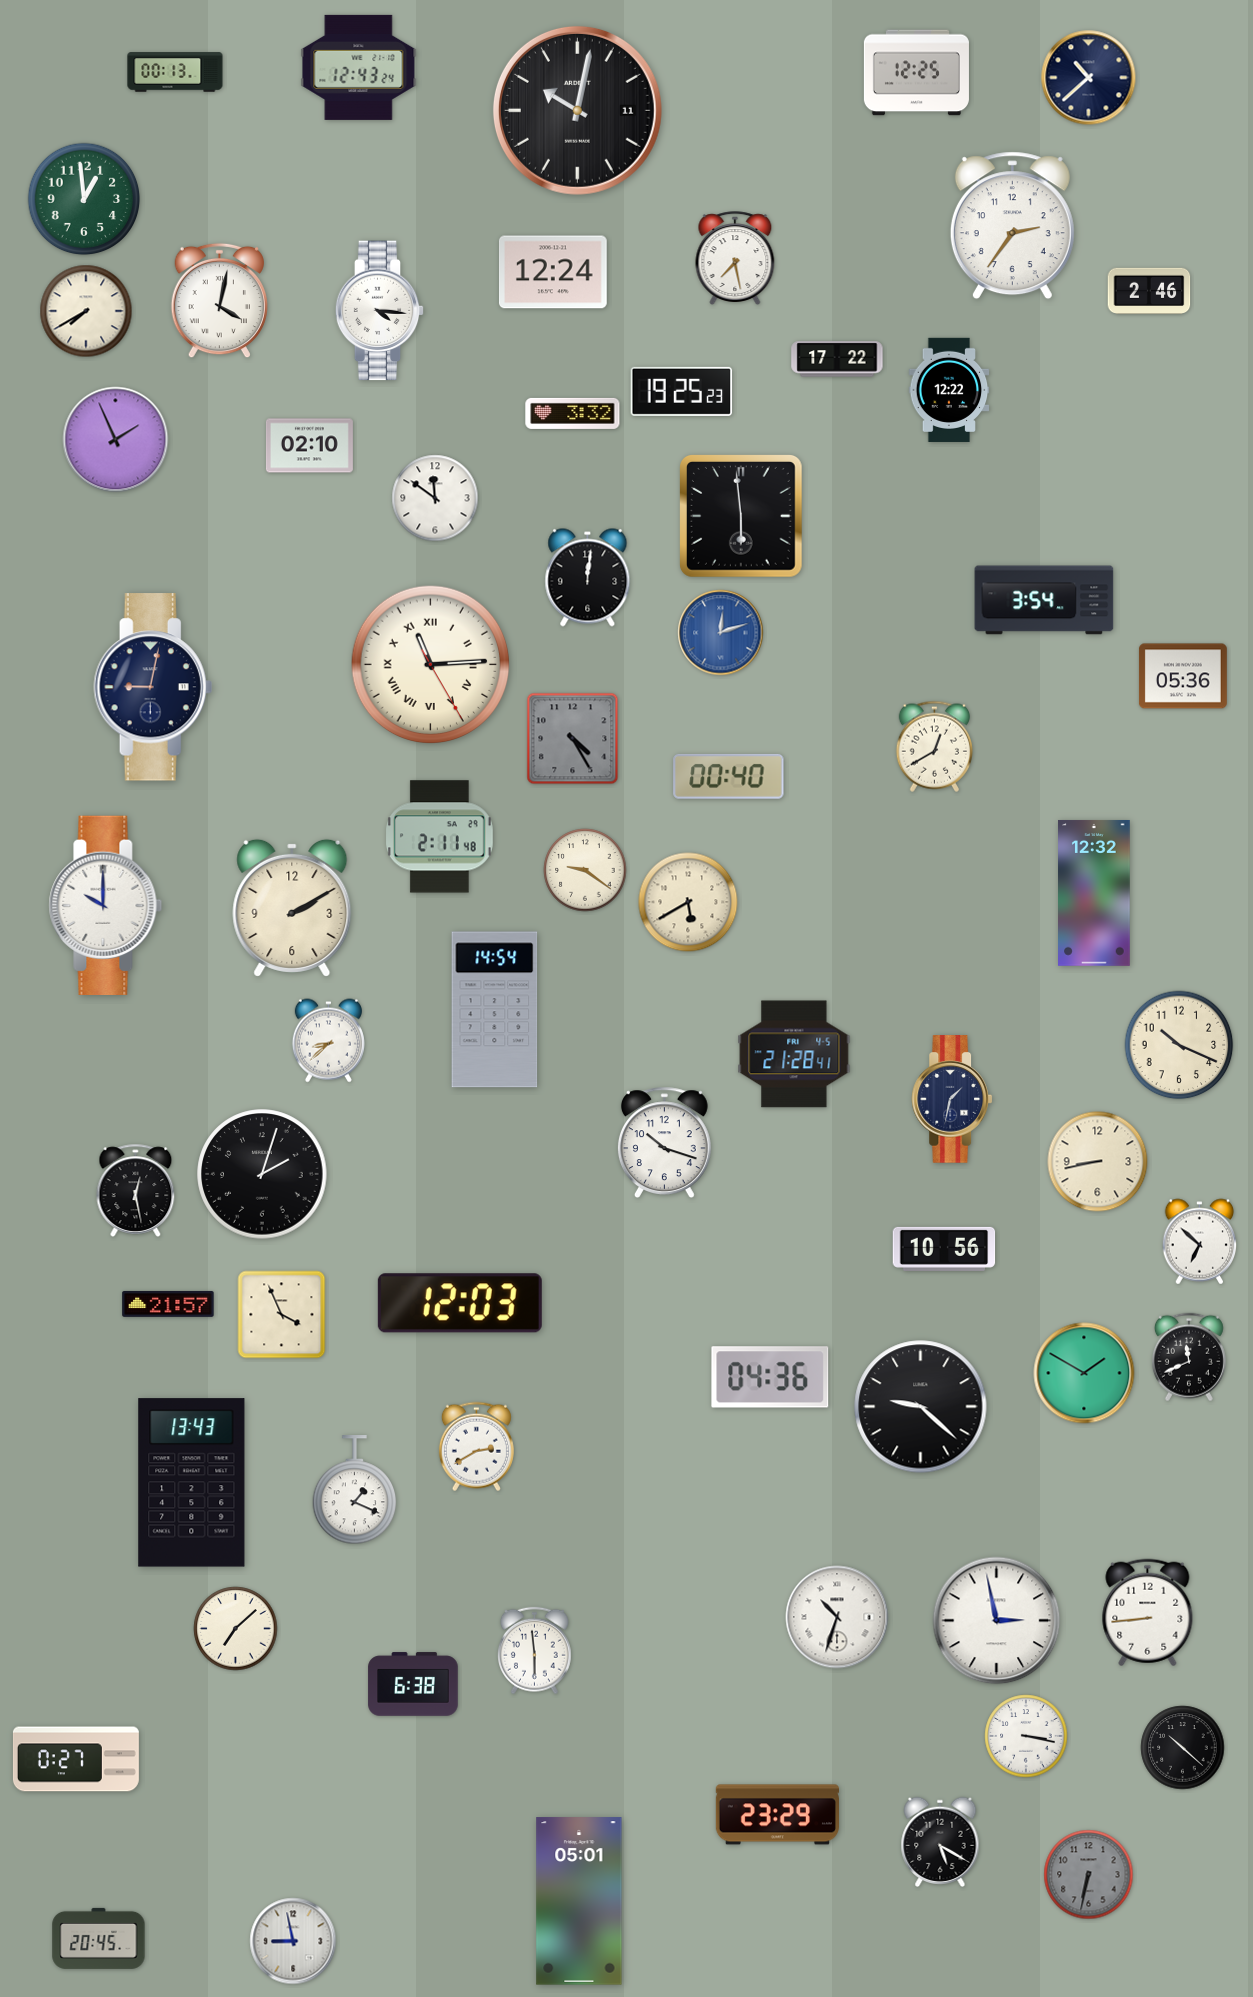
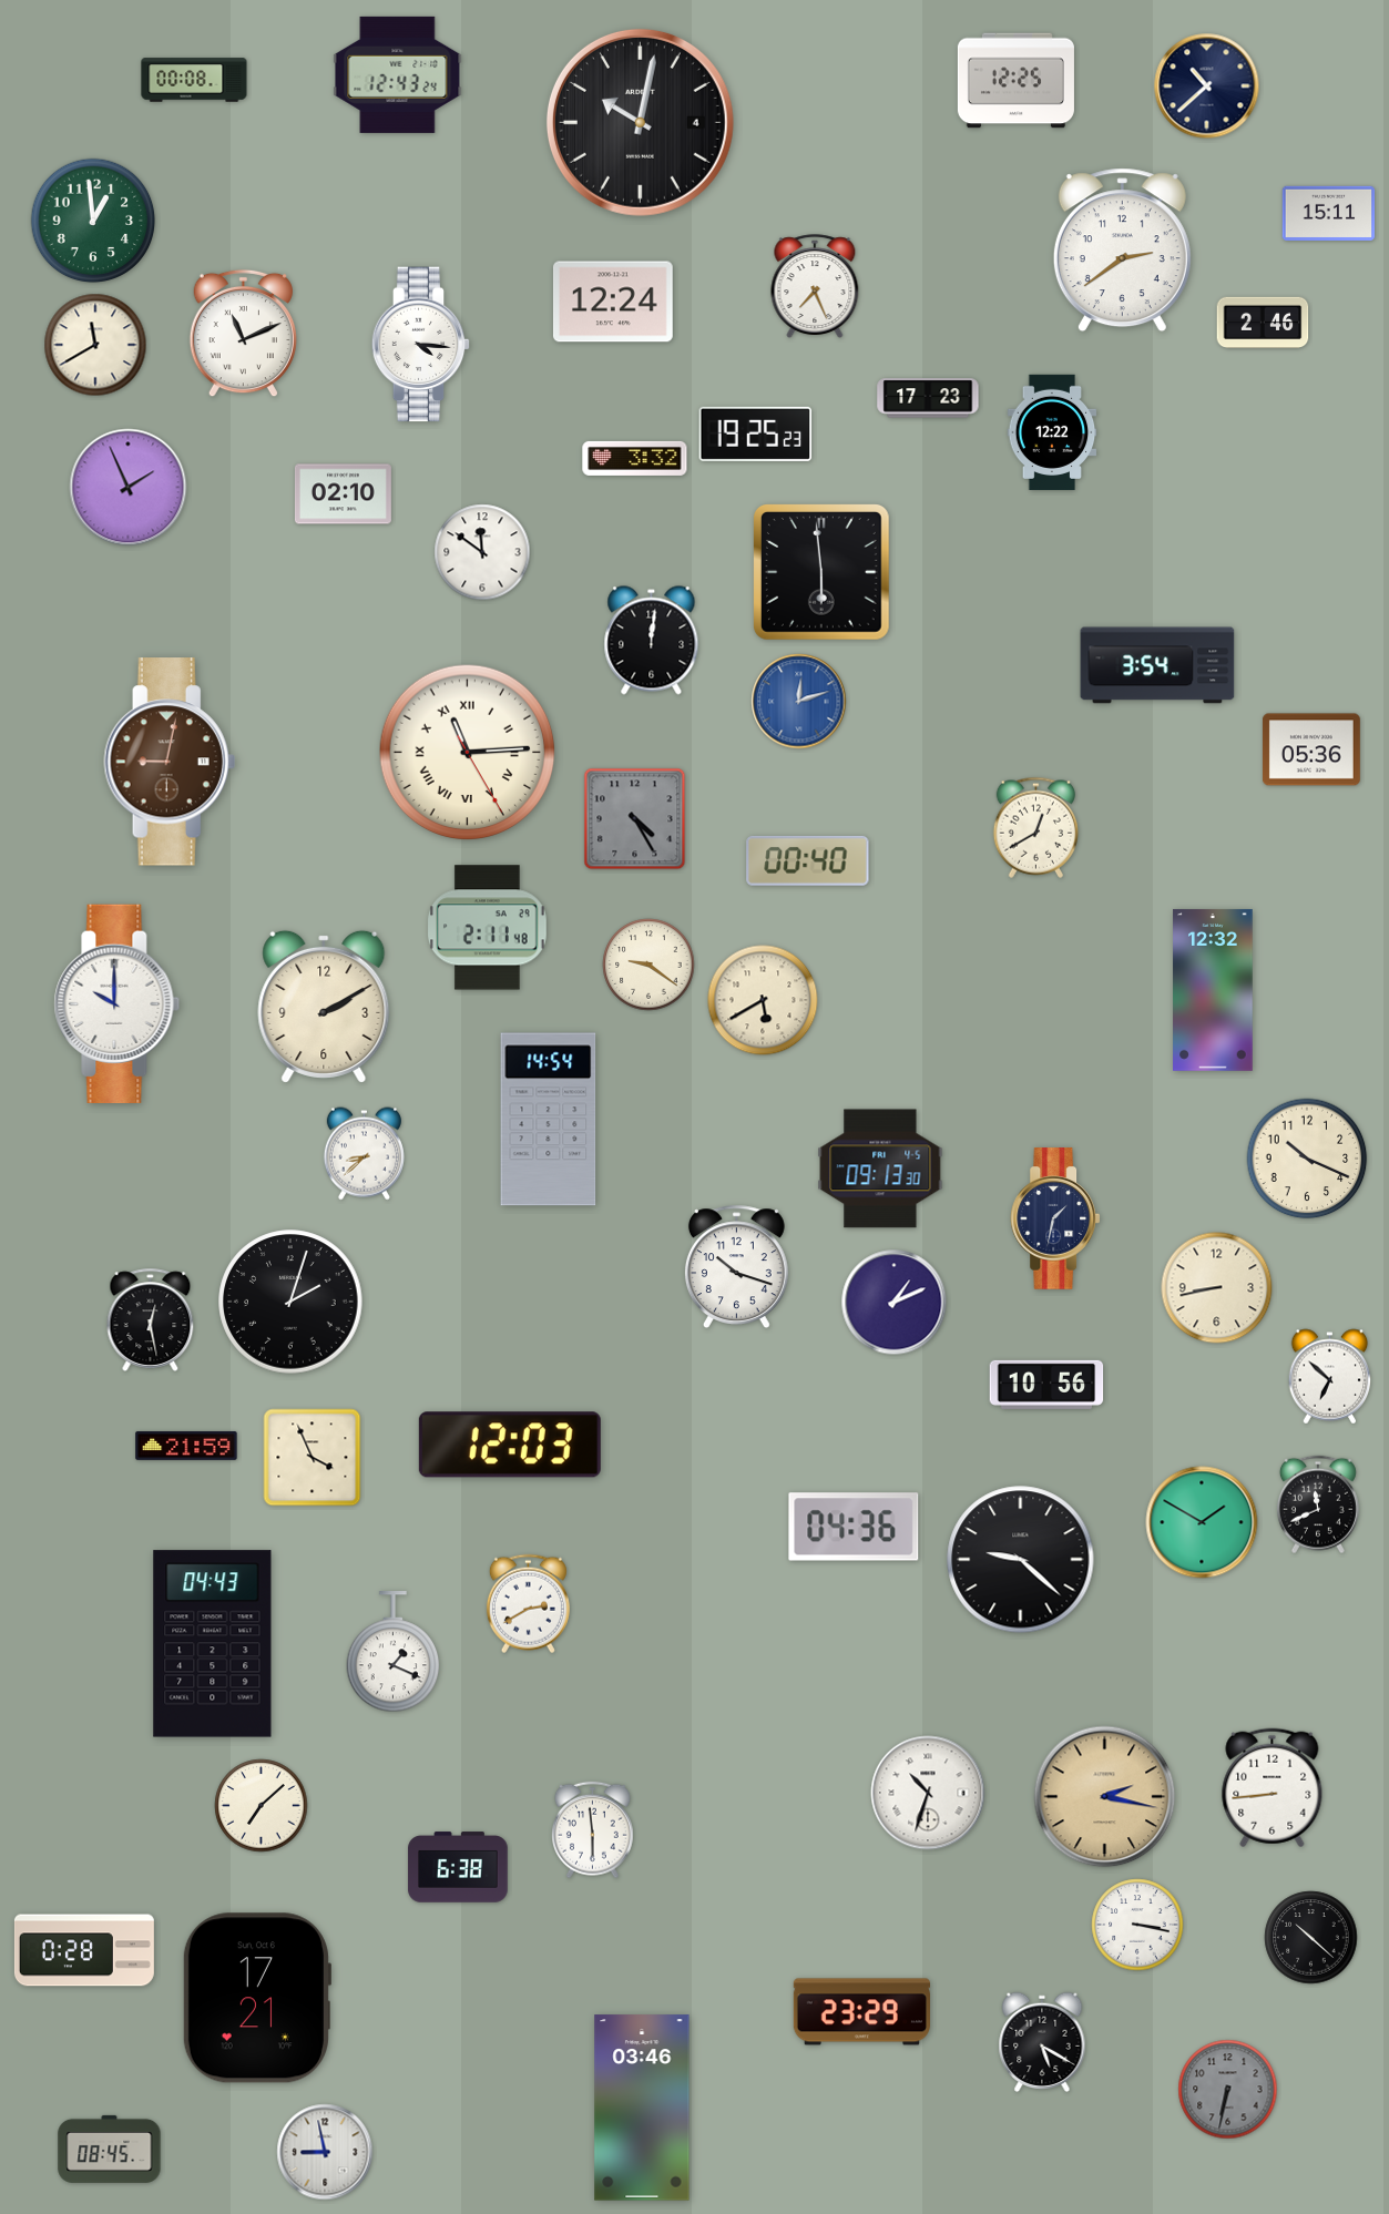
clock at (175, 72): 00:13 -> 00:08
clock at (577, 110) date: 11 -> 4
clock at (1329, 213): none -> 15:11
clock at (1012, 226): 2:36 -> 2:39
clock at (735, 258): 7:28 -> 7:26
clock at (1149, 291) position: (1149, 291) -> (1263, 323)
clock at (219, 301): 4:02 -> 11:11
clock at (86, 311): 7:40 -> 11:40
clock at (837, 359): 17:22 -> 17:23
clock at (431, 665) position: (431, 665) -> (468, 753)
clock at (153, 687) dial: navy -> brown
clock at (794, 1054): 21:28 -> 09:13
clock at (895, 1303): none -> 1:11
clock at (168, 1304): 21:57 -> 21:59
clock at (192, 1483): 13:43 -> 04:43
clock at (997, 1621): 2:58 -> 2:17
clock at (997, 1621) dial: white -> champagne
clock at (76, 1759): 0:27 -> 0:28
clock at (256, 1998): none -> 17:21
clock at (1089, 1875) position: (1089, 1875) -> (1228, 2090)
clock at (579, 1901): 05:01 -> 03:46
clock at (99, 1938): 20:45 -> 08:45
